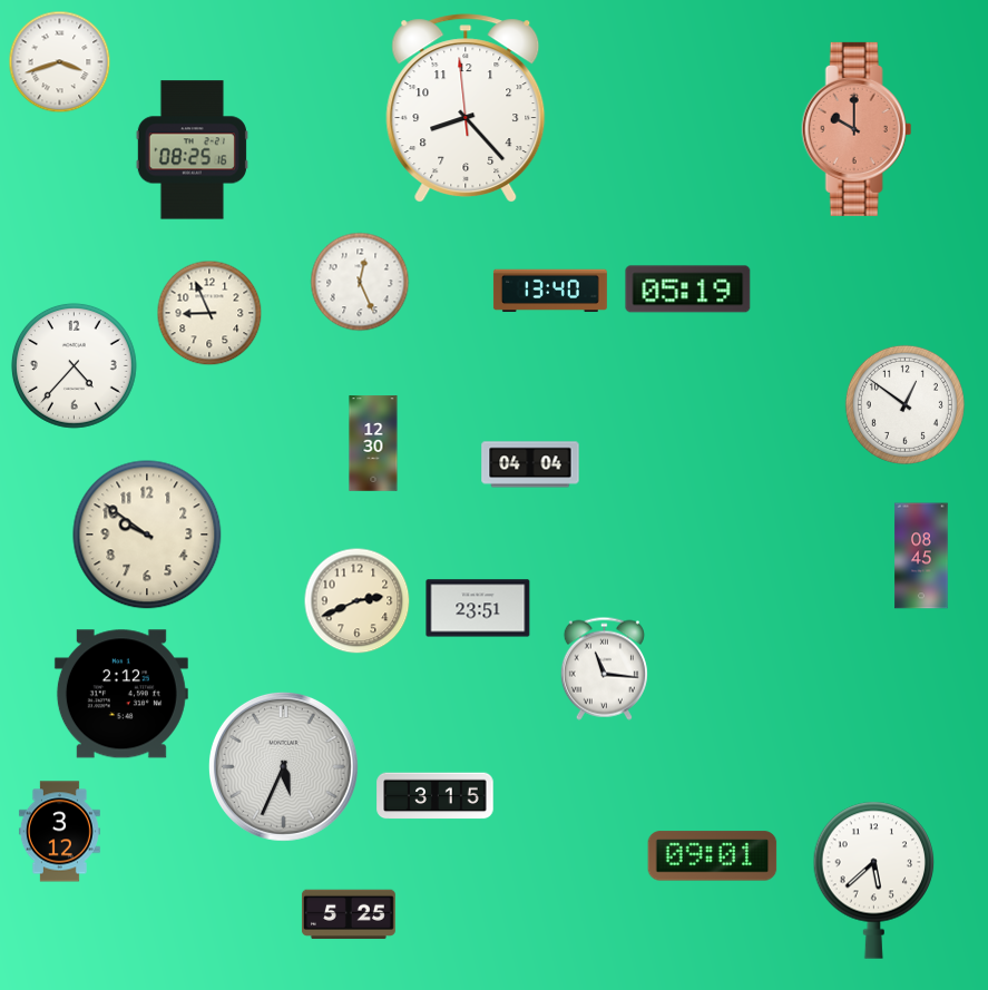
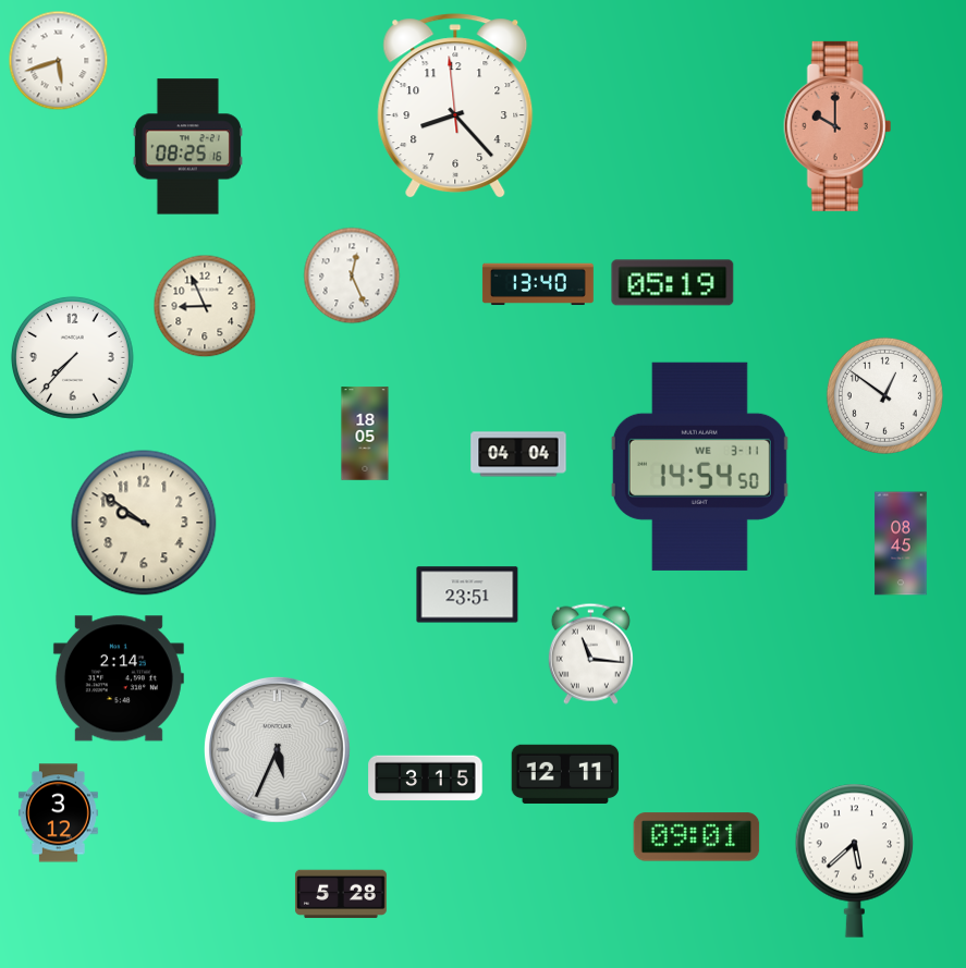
clock at (60, 62): 3:42 -> 5:42
clock at (74, 365): 4:37 -> 7:37
clock at (373, 443): 12:30 -> 18:05
clock at (699, 466): none -> 14:54
clock at (358, 601): 2:41 -> none
clock at (121, 694): 2:12 -> 2:14
clock at (565, 774): none -> 12:11
clock at (349, 914): 5:25 -> 5:28
